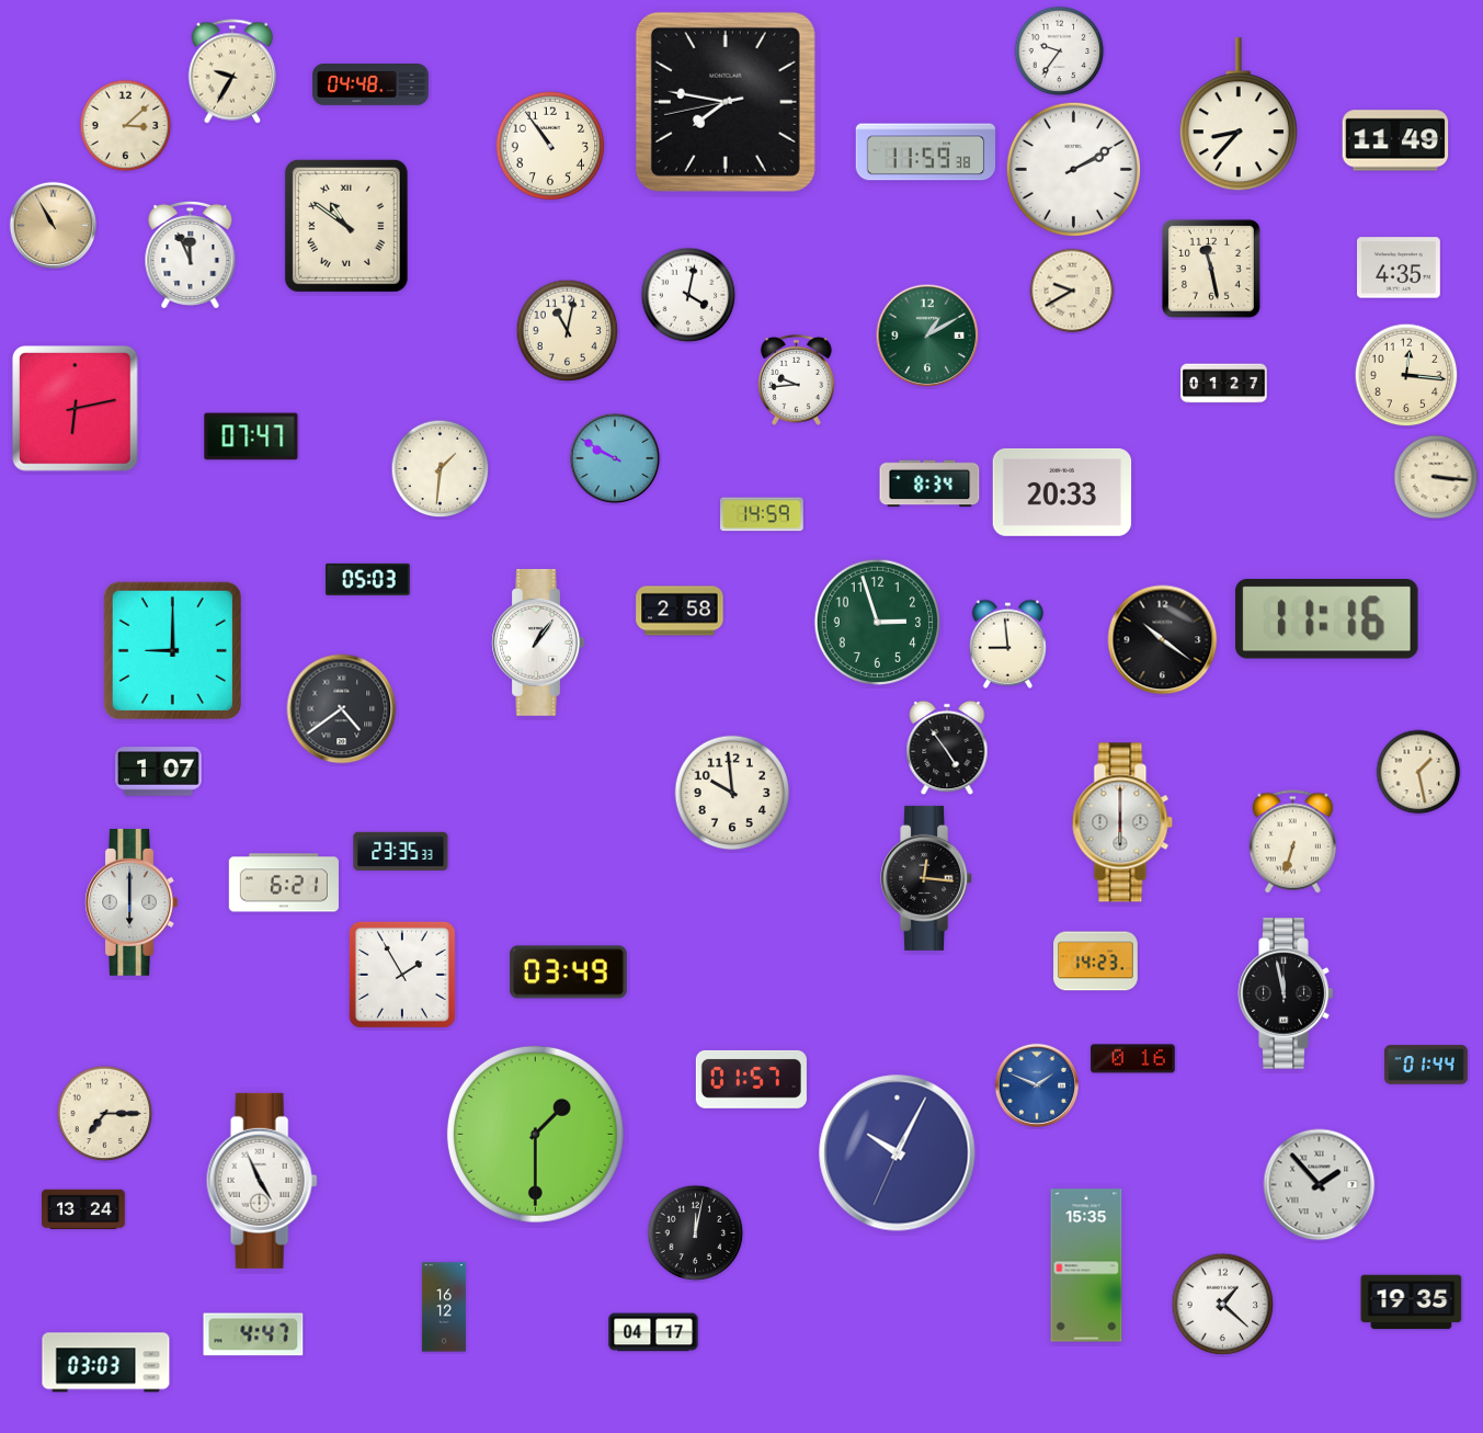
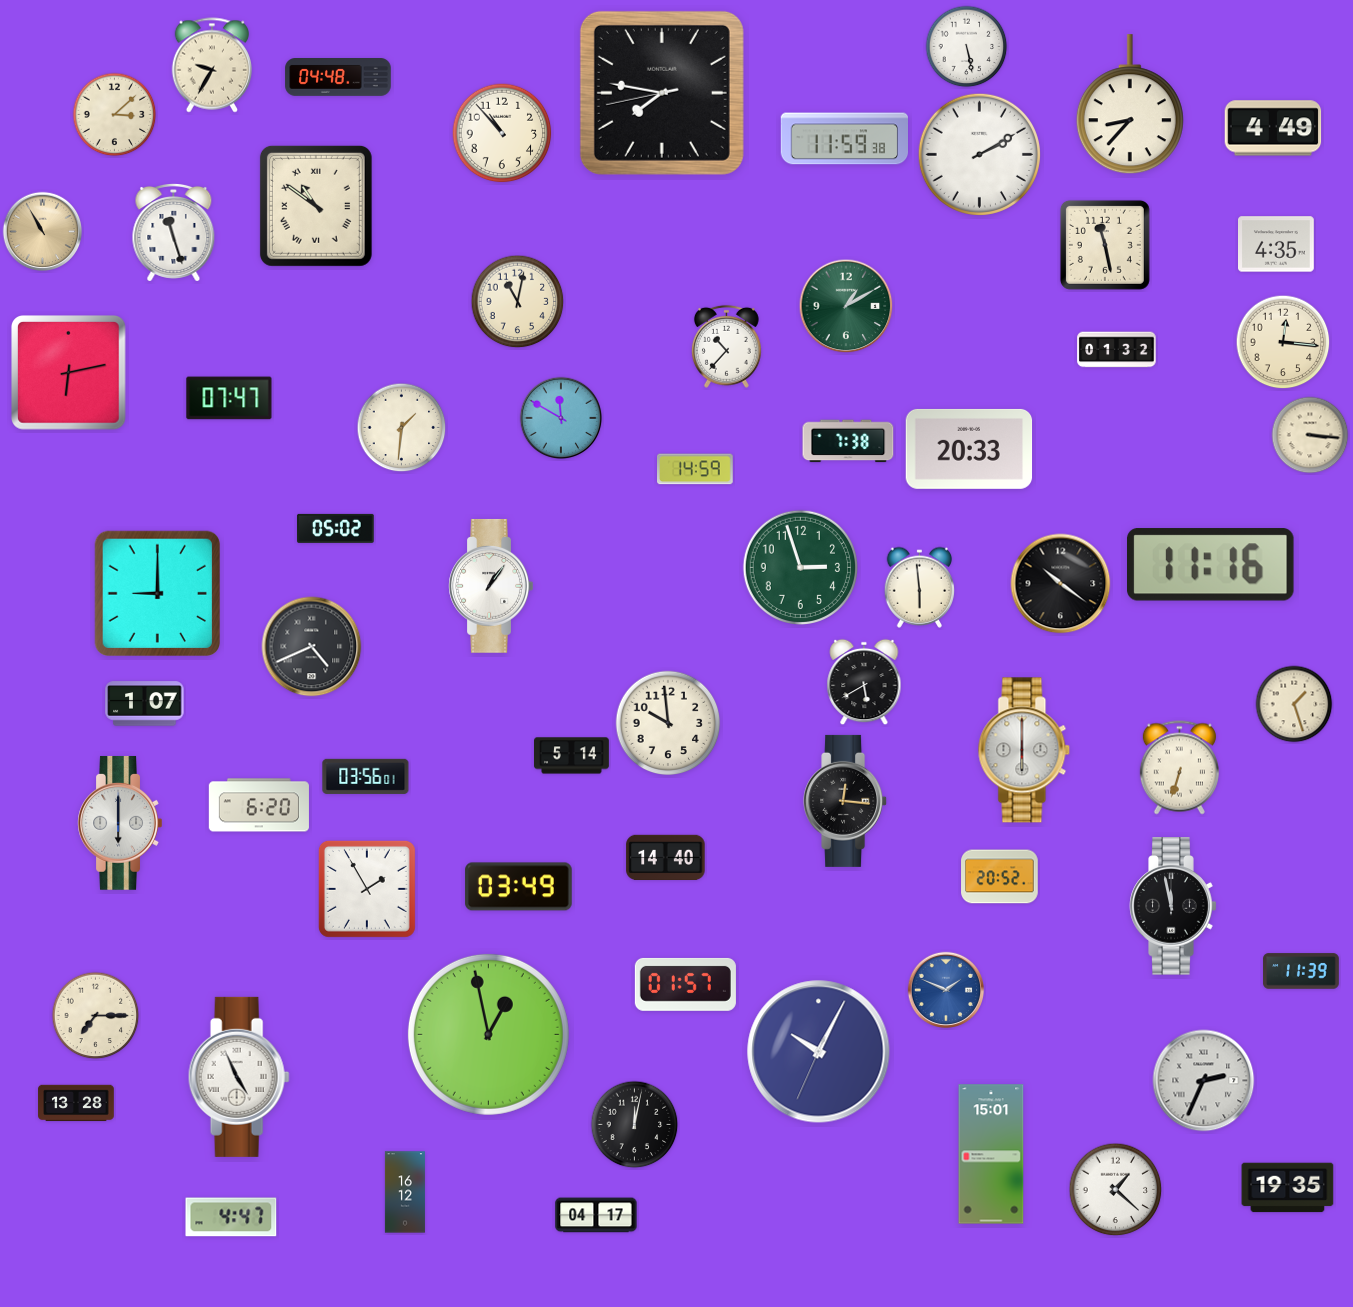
clock at (1060, 52): 9:36 -> 5:28
clock at (1395, 140): 11:49 -> 4:49
clock at (550, 146): 10:54 -> 10:53
clock at (54, 226) position: (54, 226) -> (43, 232)
clock at (191, 255): 11:56 -> 11:27
clock at (1072, 291): 9:40 -> none
clock at (688, 295): 4:02 -> none
clock at (796, 379): 9:44 -> 10:37
clock at (1224, 384): 01:27 -> 01:32
clock at (615, 458): 9:50 -> 11:50
clock at (929, 484): 8:34 -> 7:38
clock at (368, 579): 05:03 -> 05:02
clock at (680, 611): 2:58 -> none
clock at (1008, 644): 8:59 -> 5:59
clock at (342, 709): 4:39 -> 4:41
clock at (947, 748): 4:54 -> 5:40
clock at (1418, 772): 1:28 -> 1:27
clock at (572, 756): none -> 5:14
clock at (401, 851): 23:35 -> 03:56
clock at (284, 883): 6:21 -> 6:20
clock at (666, 857): none -> 14:40
clock at (1096, 962): 14:23 -> 20:52
clock at (1133, 1059): 0:16 -> none
clock at (1426, 1065): 01:44 -> 11:39
clock at (535, 1134): 1:30 -> 12:58
clock at (1320, 1185): 1:53 -> 2:34
clock at (83, 1209): 13:24 -> 13:28
clock at (1086, 1265): 15:35 -> 15:01
clock at (106, 1363): 03:03 -> none
